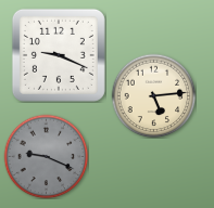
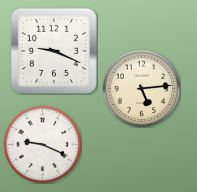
clock at (46, 156) dial: grey -> white
